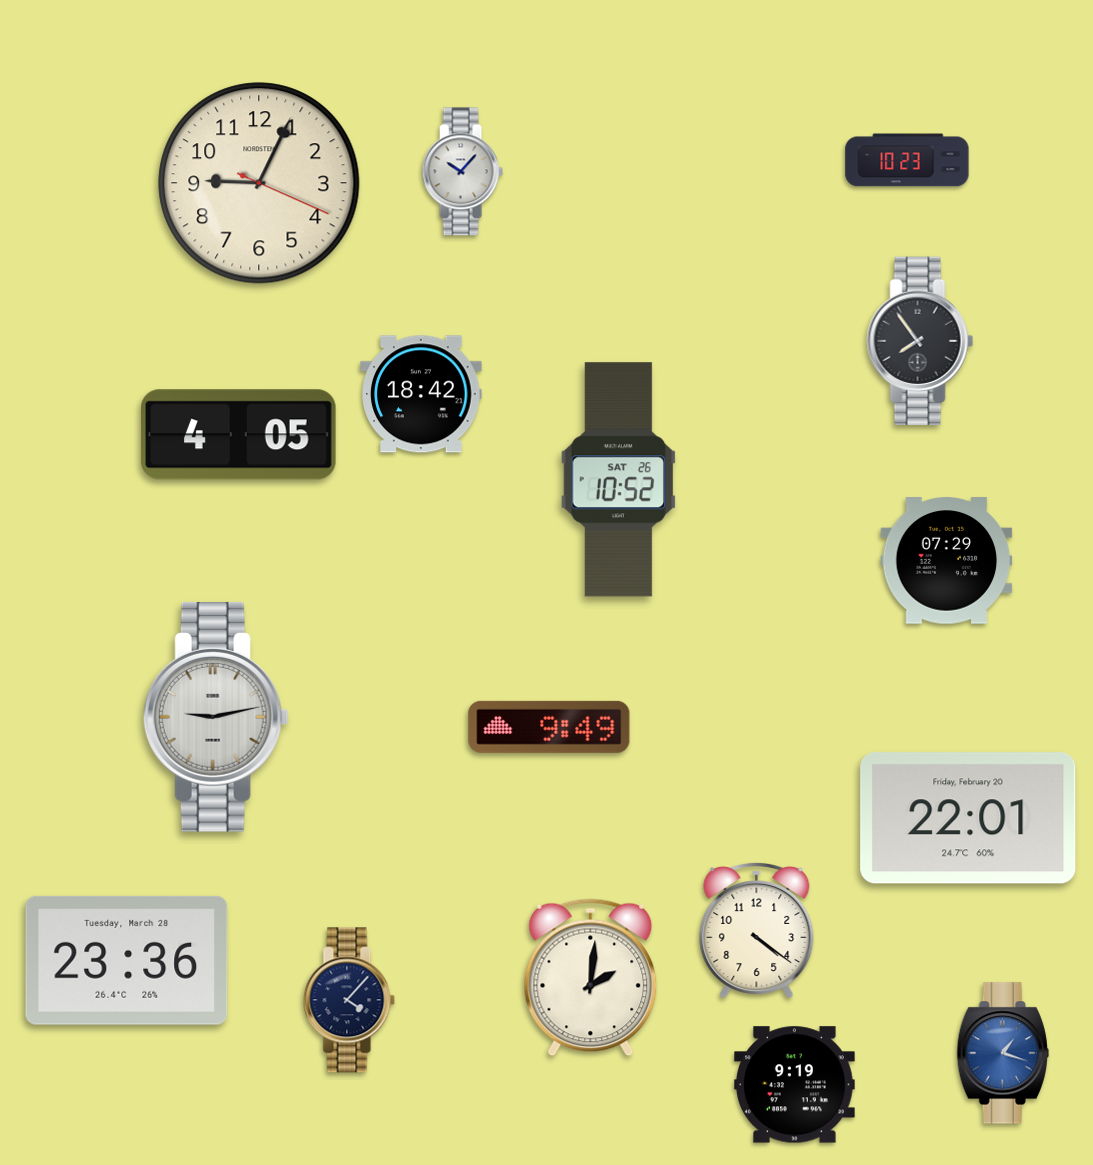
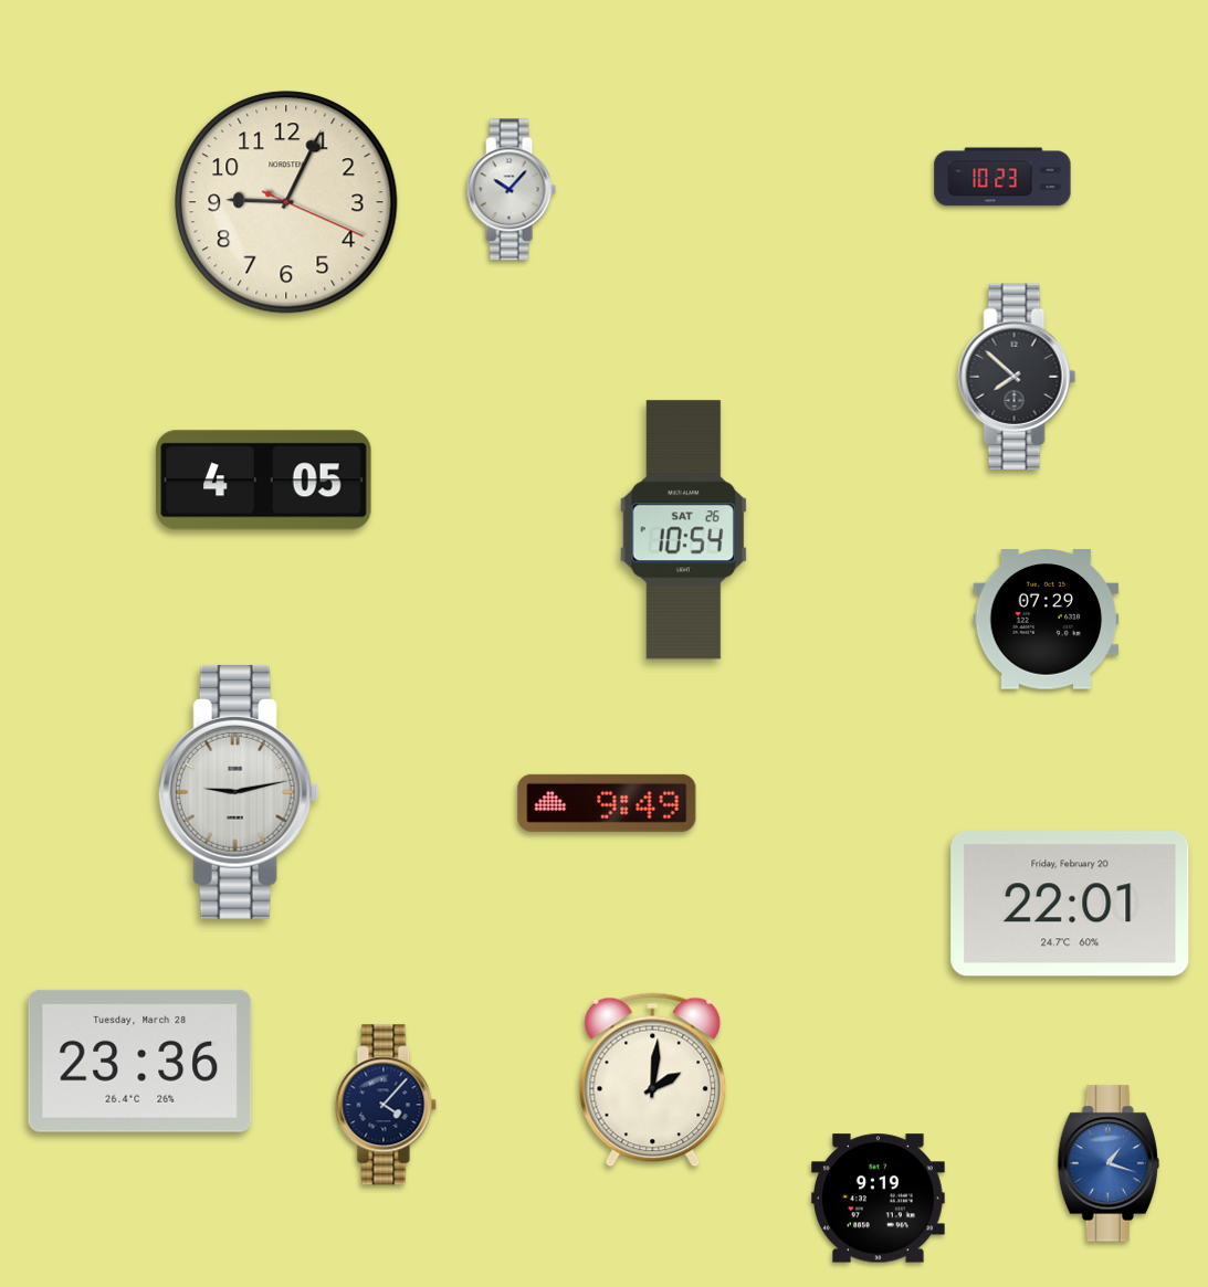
clock at (920, 341): 7:54 -> 7:52
clock at (421, 394): 18:42 -> none
clock at (618, 480): 10:52 -> 10:54
clock at (757, 929): 4:21 -> none
